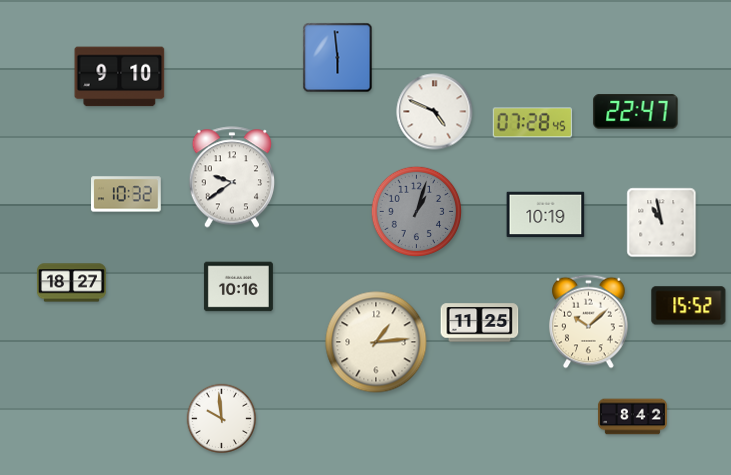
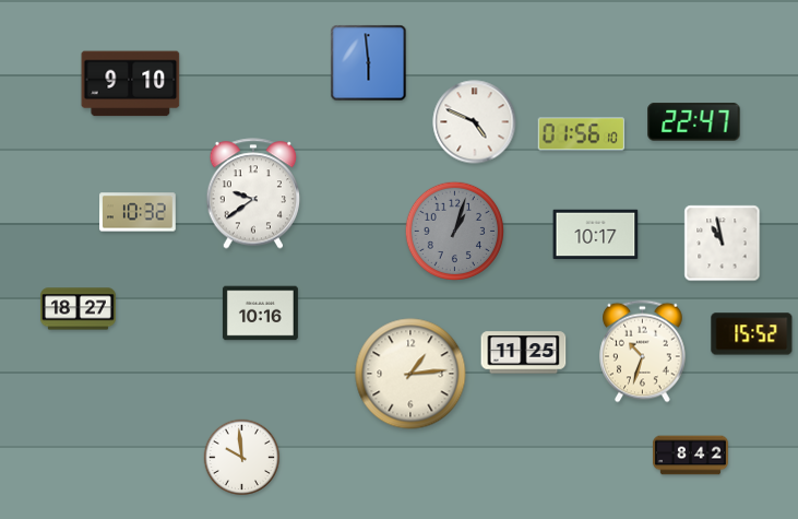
clock at (533, 123): 07:28 -> 01:56
clock at (546, 215): 10:19 -> 10:17
clock at (589, 322): 10:08 -> 10:33
